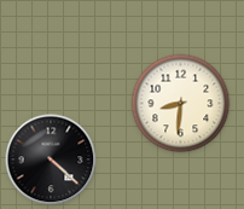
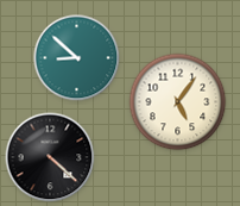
clock at (77, 58): none -> 8:52
clock at (181, 104): 8:31 -> 5:06
